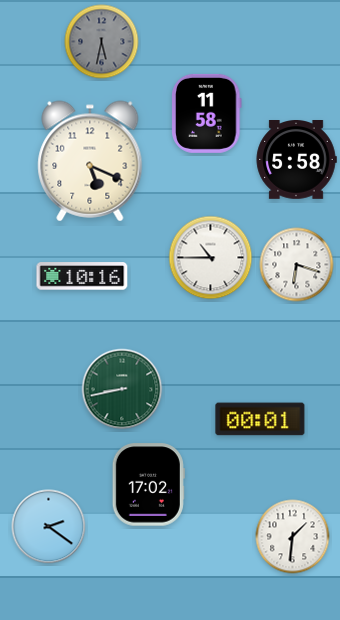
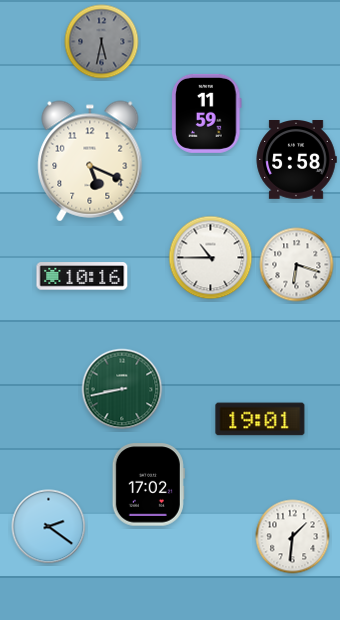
clock at (207, 113): 11:58 -> 11:59
clock at (260, 419): 00:01 -> 19:01
